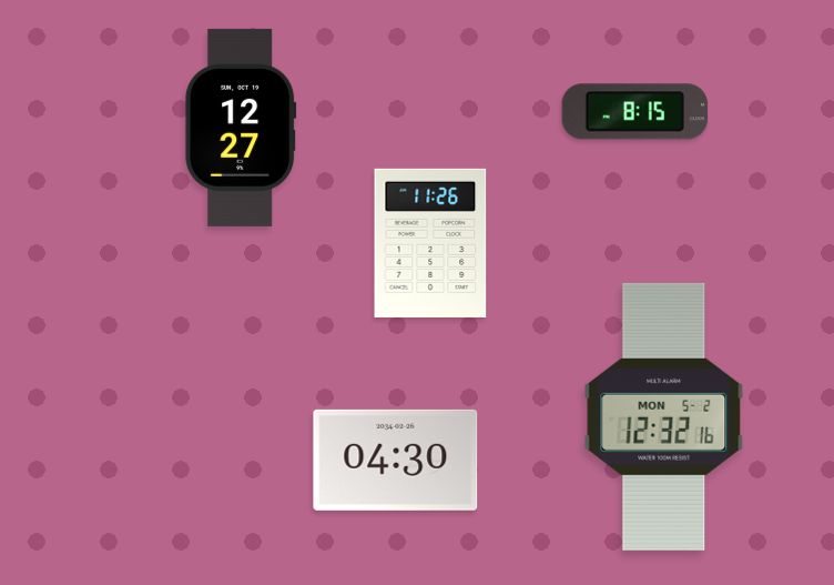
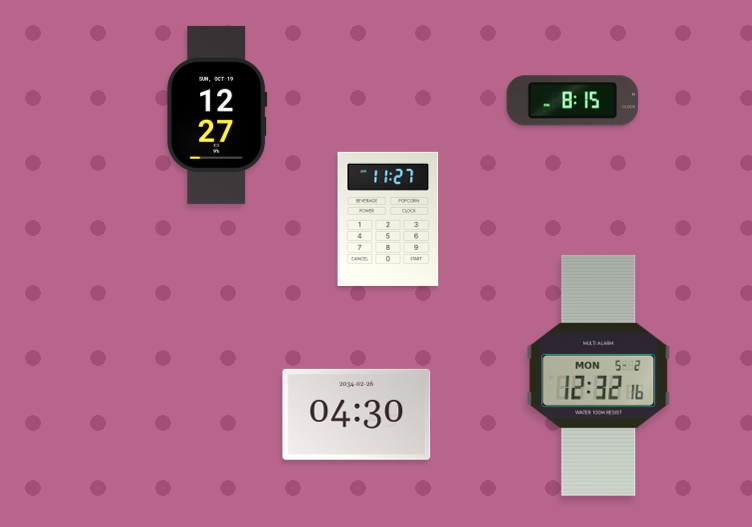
clock at (430, 243): 11:26 -> 11:27
